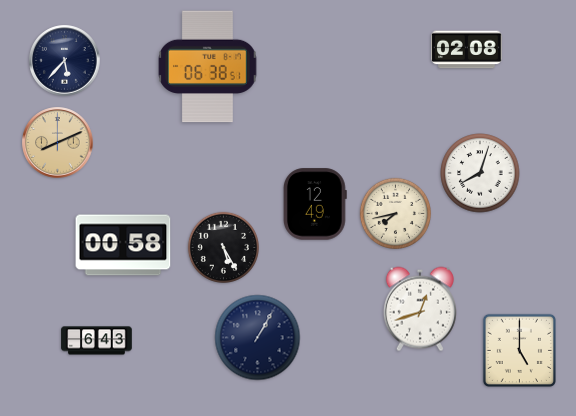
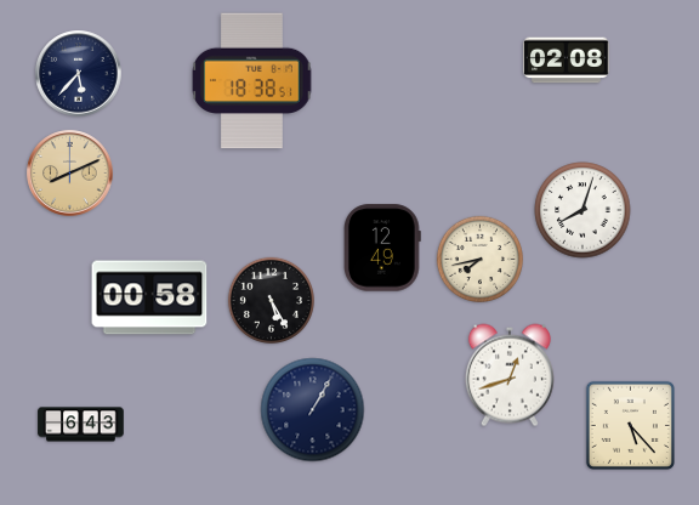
clock at (208, 67): 06:38 -> 18:38
clock at (97, 341) position: (97, 341) -> (81, 425)
clock at (519, 350): 5:00 -> 5:23
